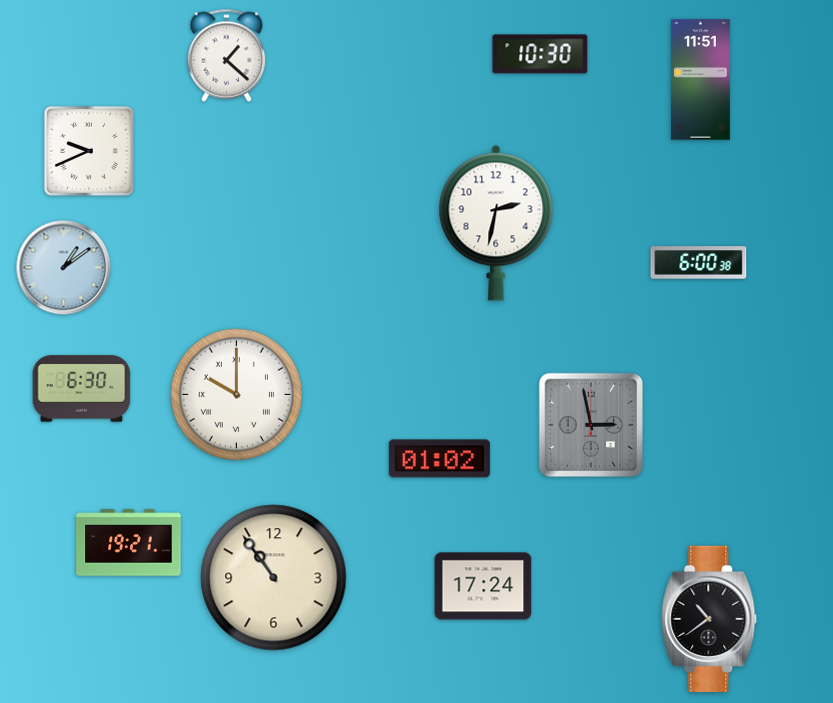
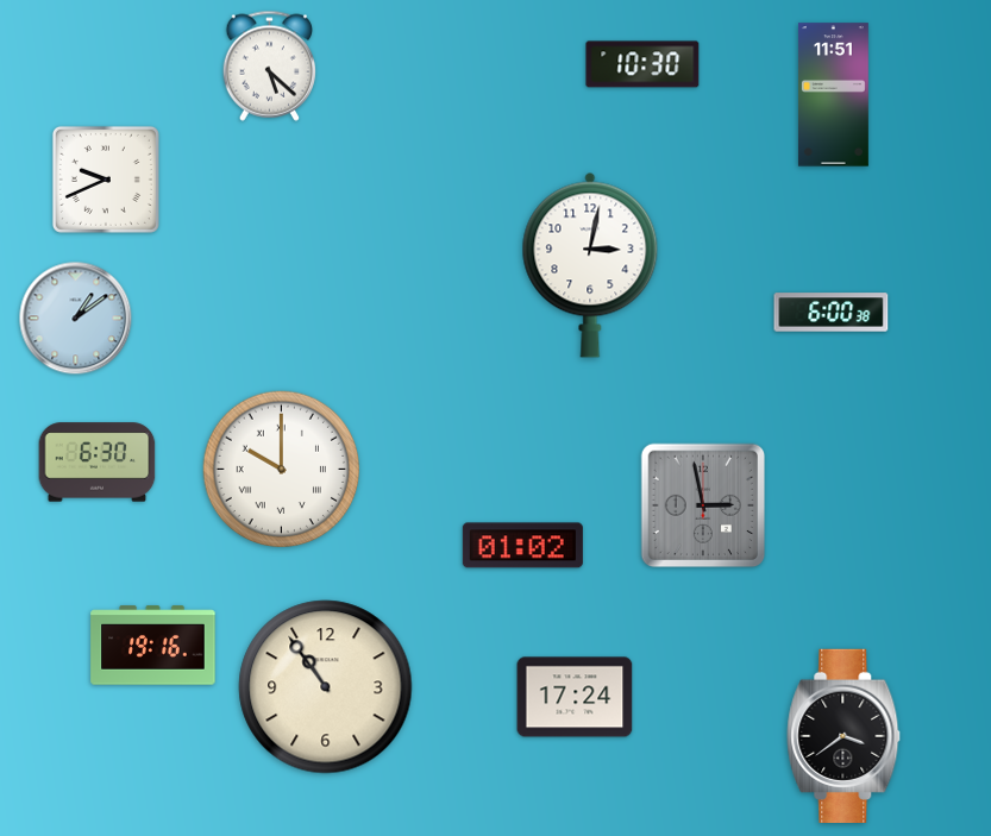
clock at (227, 55): 1:22 -> 5:22
clock at (496, 223): 2:32 -> 3:02
clock at (129, 543): 19:21 -> 19:16
clock at (709, 619): 10:39 -> 3:39
